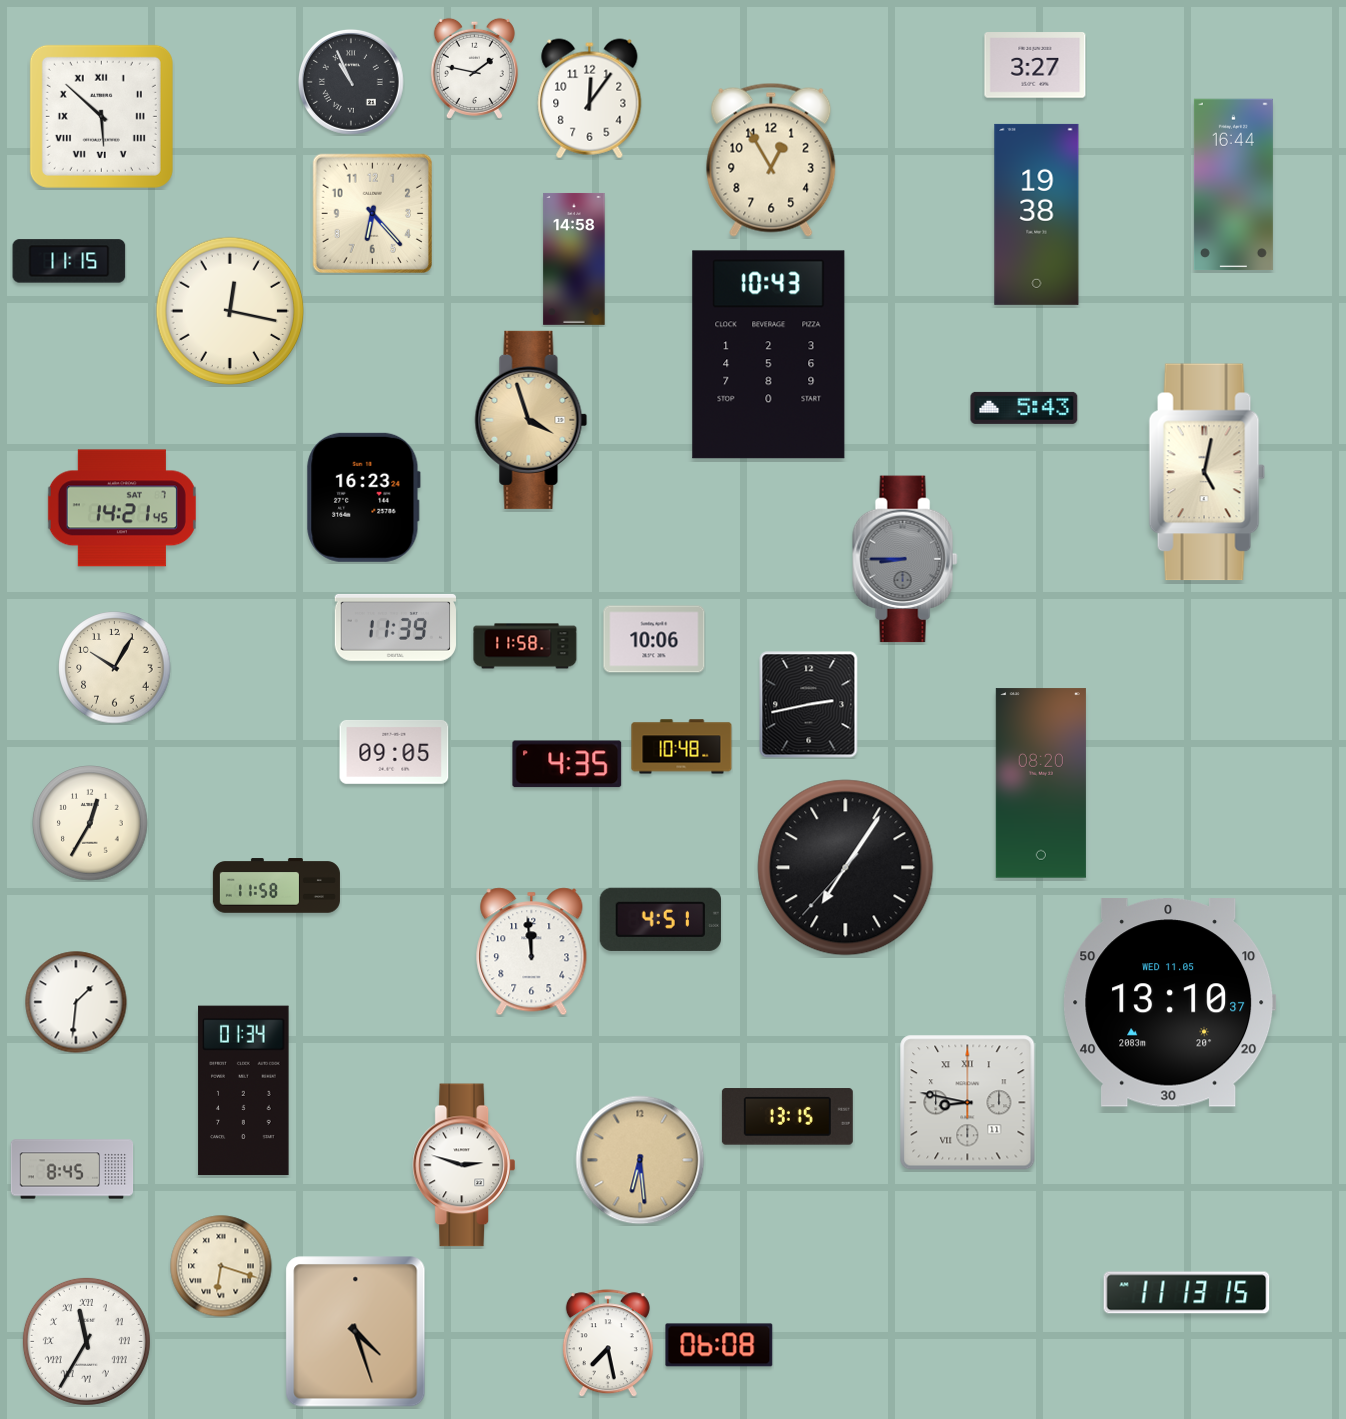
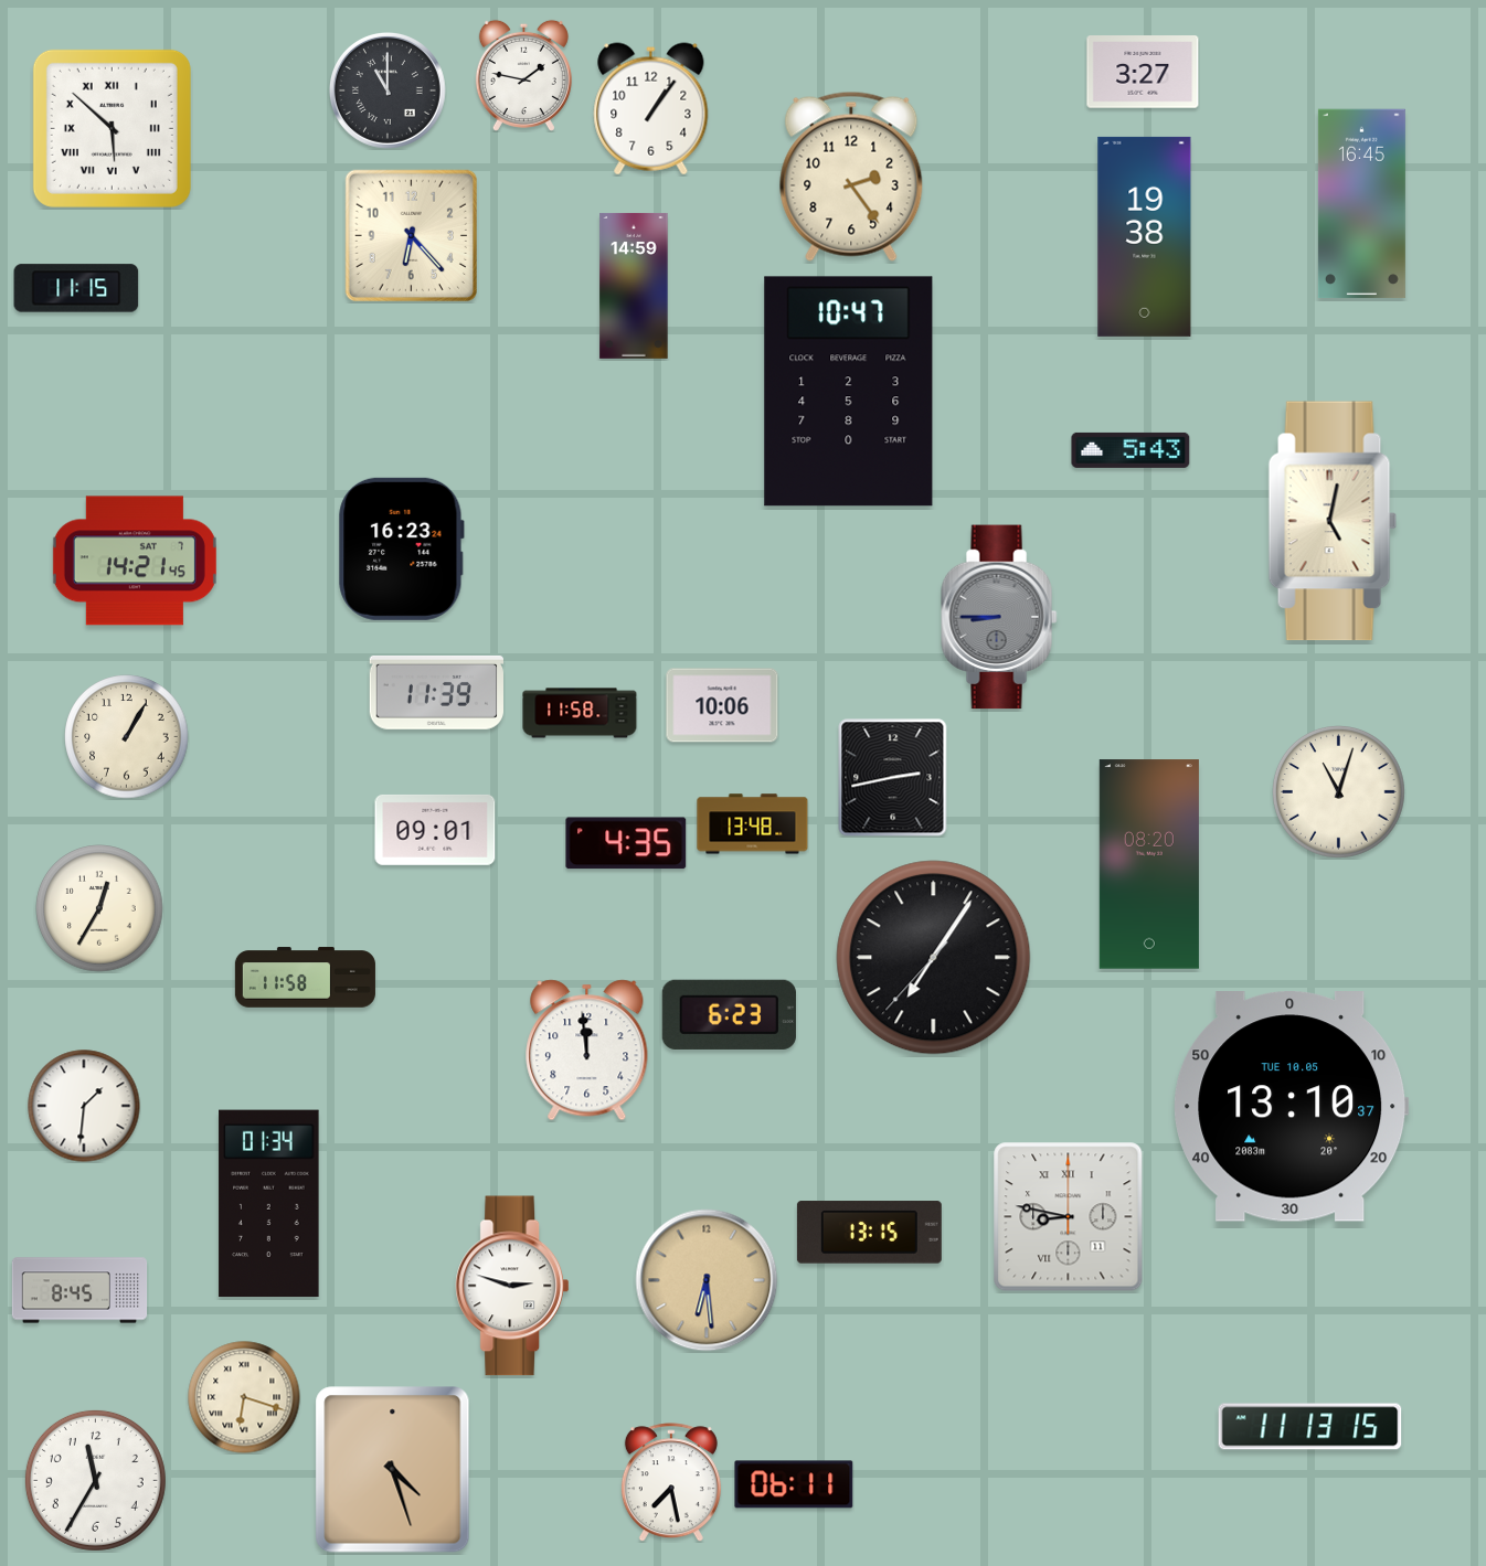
clock at (352, 83): 10:56 -> 11:00
clock at (590, 99): 12:06 -> 1:06
clock at (771, 160): 12:55 -> 2:24
clock at (1233, 185): 16:44 -> 16:45
clock at (574, 259): 14:58 -> 14:59
clock at (230, 311): 12:17 -> none
clock at (769, 355): 10:43 -> 10:47
clock at (531, 420): 3:57 -> none
clock at (115, 668): 10:05 -> 1:05
clock at (1339, 792): none -> 11:03
clock at (682, 747): 10:48 -> 13:48
clock at (394, 752): 09:05 -> 09:01
clock at (660, 919): 4:51 -> 6:23
clock at (1170, 1003) date: WED 11.05 -> TUE 10.05
clock at (86, 1341) numerals: Roman -> Arabic
clock at (719, 1345): 06:08 -> 06:11
